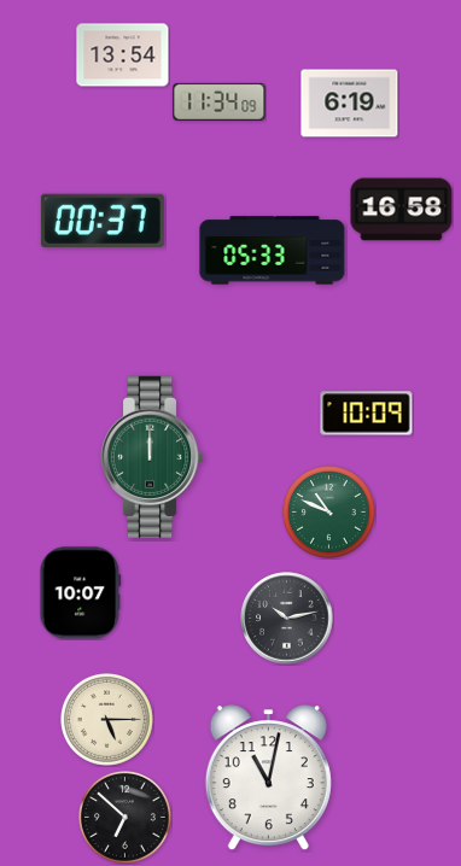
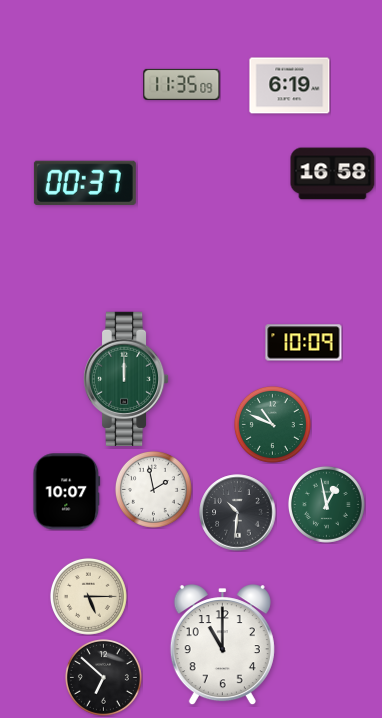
clock at (123, 55): 13:54 -> none
clock at (220, 101): 11:34 -> 11:35
clock at (273, 251): 05:33 -> none
clock at (153, 489): none -> 1:58
clock at (326, 504): none -> 12:58
clock at (287, 619): 10:13 -> 10:31
clock at (268, 778): 11:02 -> 11:00
